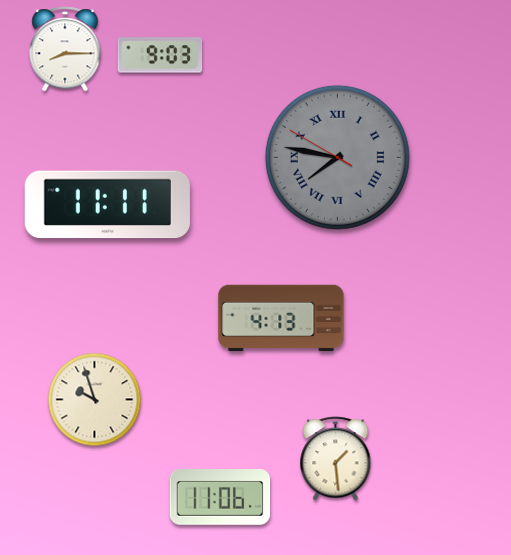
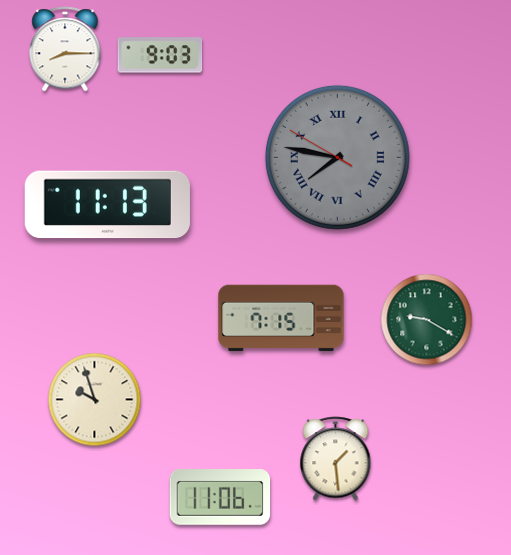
clock at (107, 205): 11:11 -> 11:13
clock at (281, 318): 4:13 -> 7:15
clock at (427, 320): none -> 9:20
